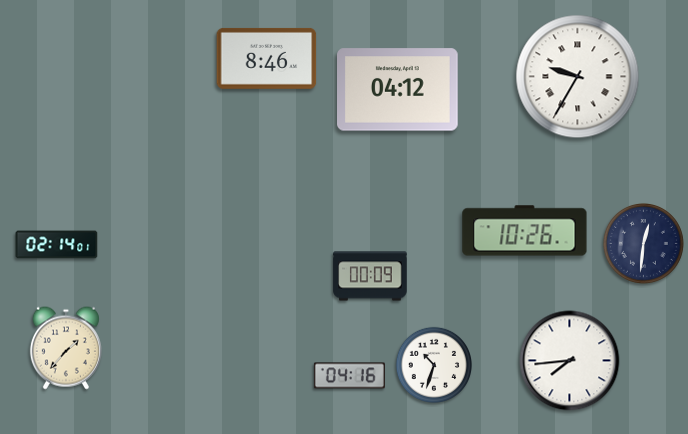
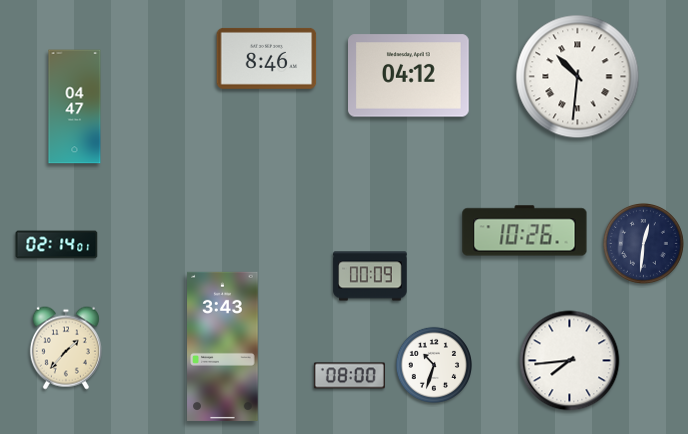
clock at (578, 77): 9:35 -> 10:31
clock at (398, 90) position: (398, 90) -> (409, 76)
clock at (75, 107): none -> 04:47
clock at (223, 346): none -> 3:43
clock at (349, 376): 04:16 -> 08:00
